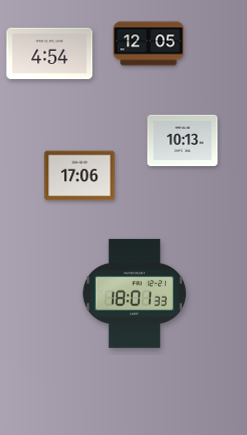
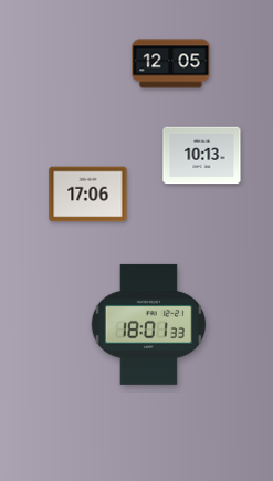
clock at (149, 44) position: (149, 44) -> (171, 64)
clock at (50, 54): 4:54 -> none
